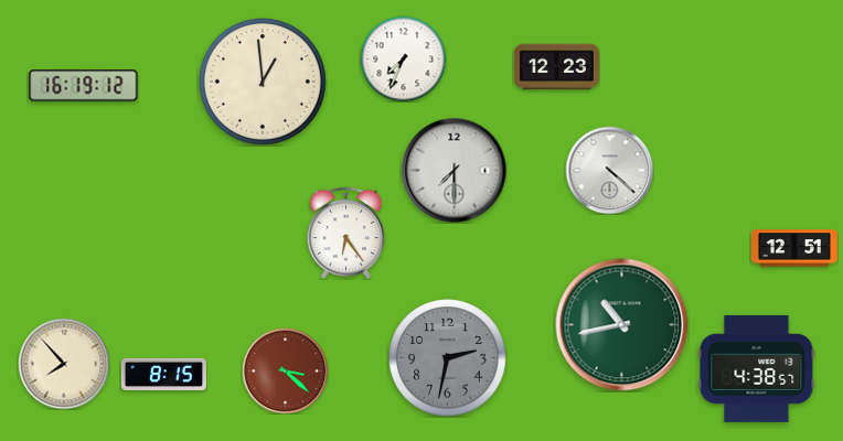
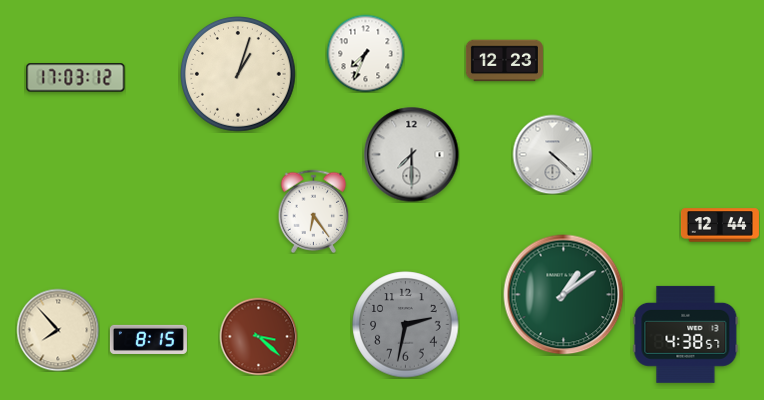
clock at (264, 83): 12:59 -> 1:03
clock at (84, 86): 16:19 -> 17:03
clock at (794, 248): 12:51 -> 12:44
clock at (622, 325): 10:43 -> 1:09
